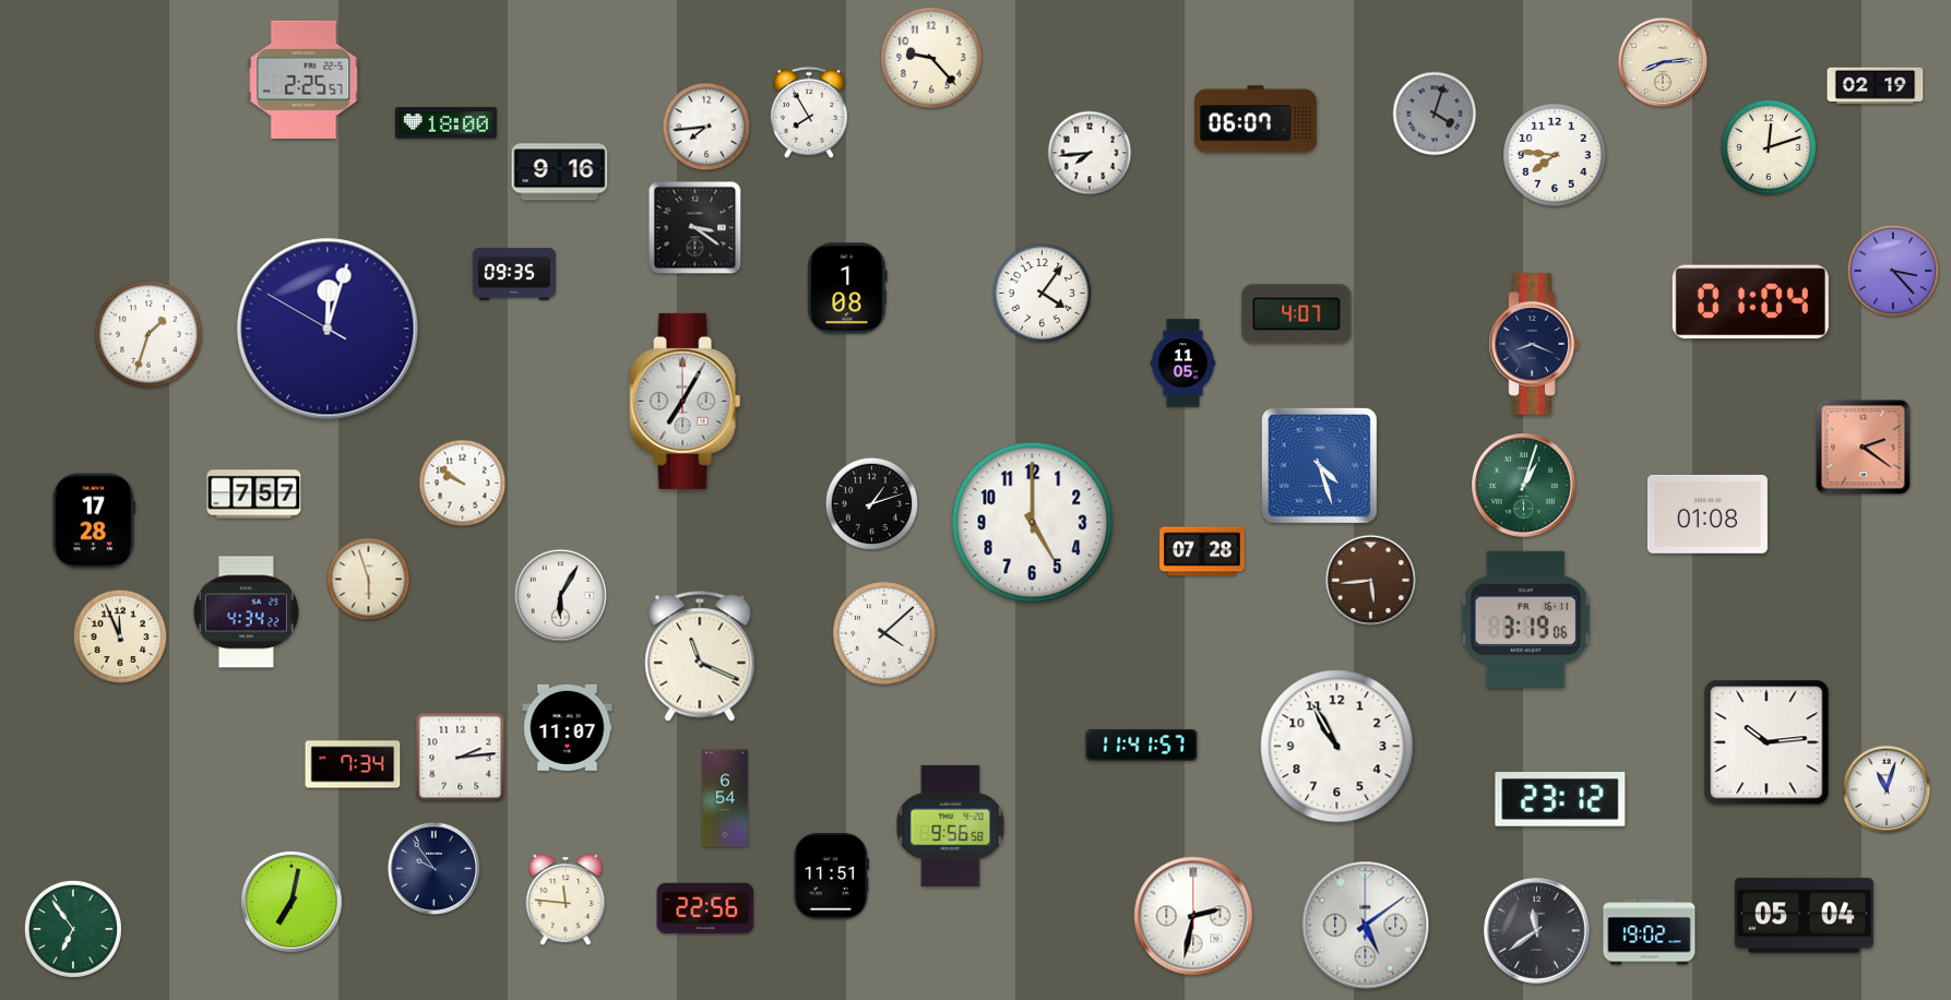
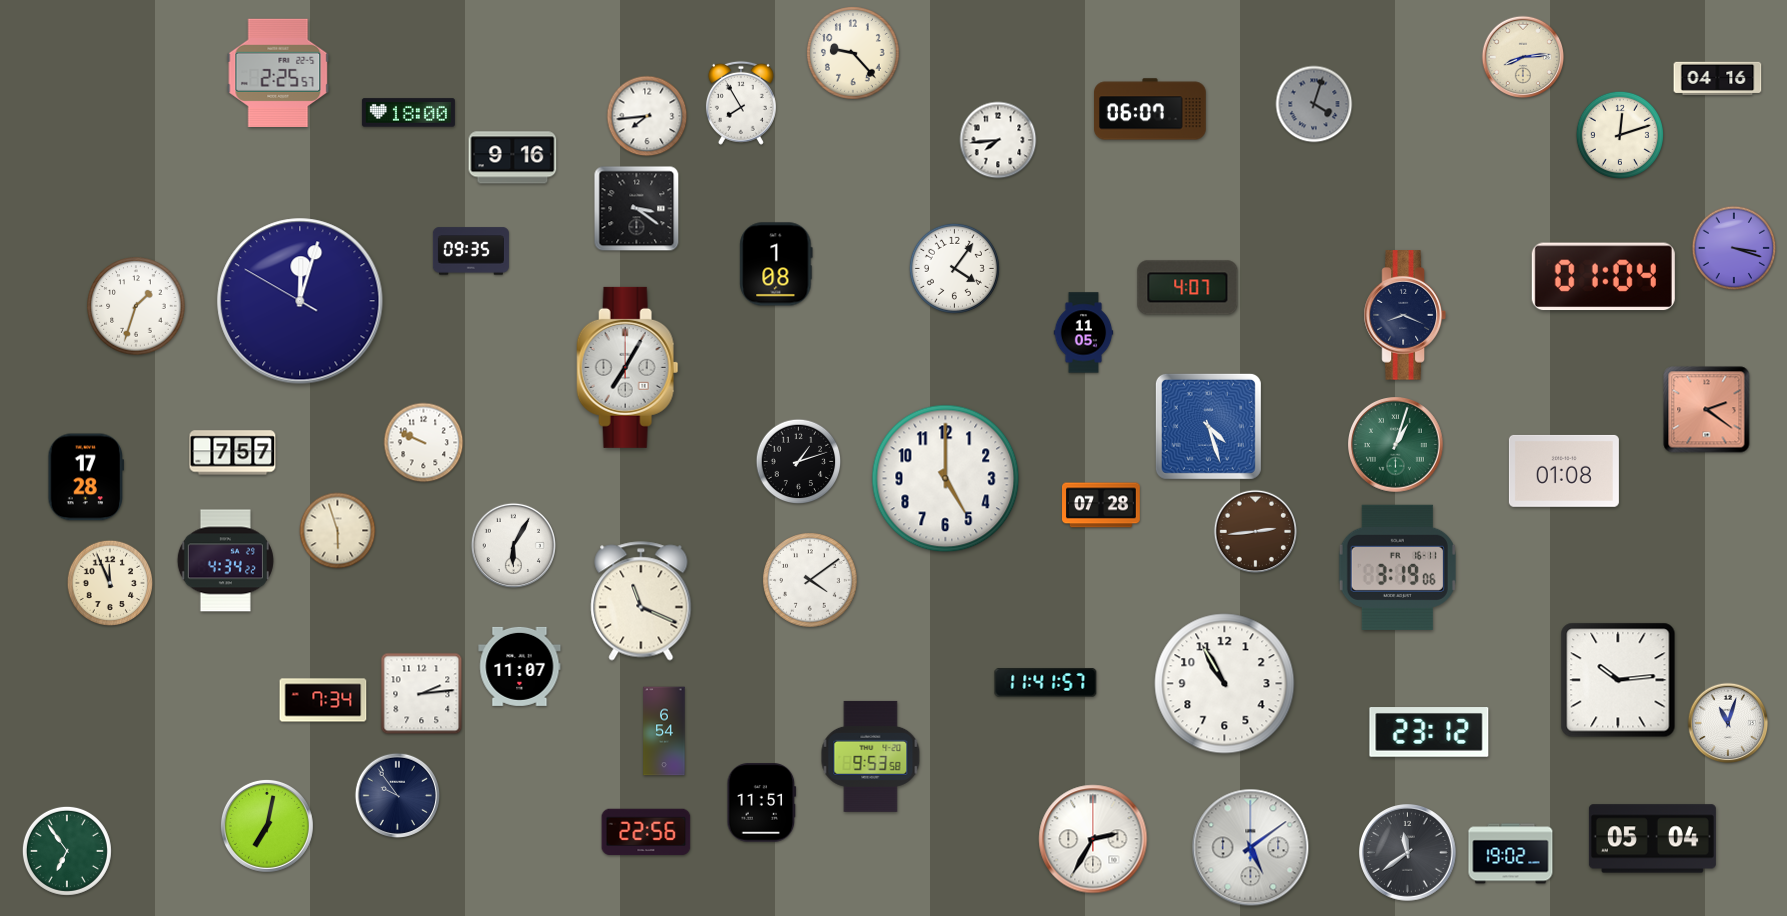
clock at (1876, 85): 02:19 -> 04:16
clock at (1555, 155): 7:46 -> none
clock at (1893, 271): 3:23 -> 3:18
clock at (463, 484): 9:51 -> 9:49
clock at (1371, 581): 5:44 -> 2:44
clock at (884, 633): 4:08 -> 4:09
clock at (951, 825): 9:56 -> 9:53
clock at (566, 901): 11:46 -> none
clock at (1193, 916): 2:32 -> 2:35
